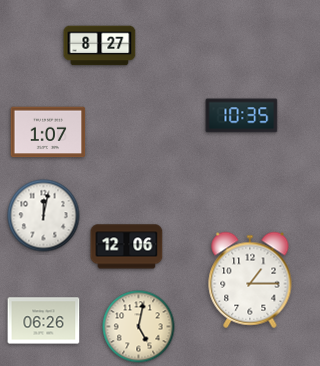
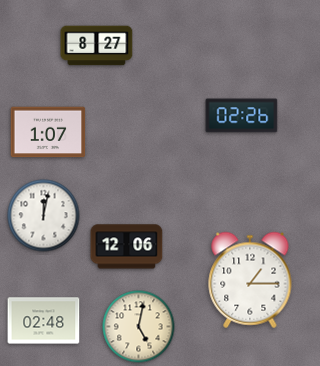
clock at (100, 46) position: (100, 46) -> (97, 46)
clock at (242, 116): 10:35 -> 02:26
clock at (44, 321): 06:26 -> 02:48
